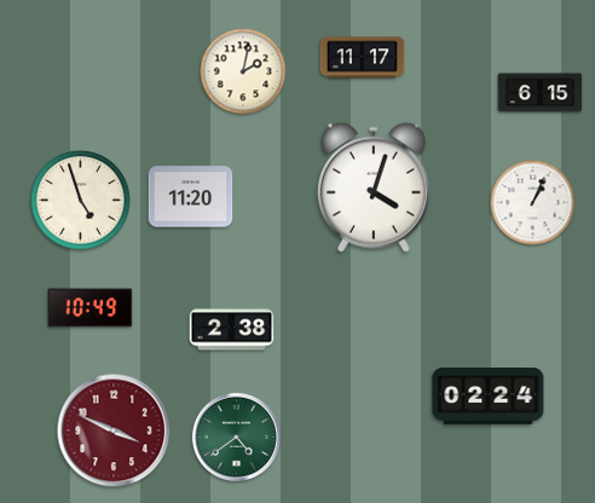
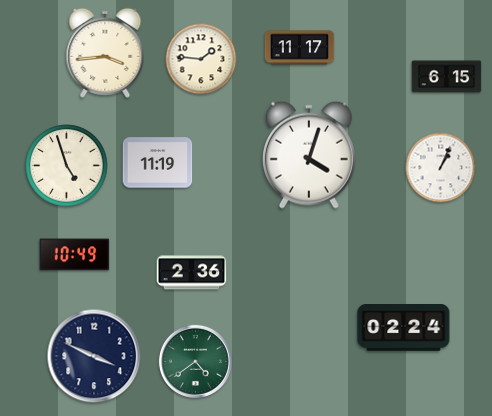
clock at (105, 53): none -> 3:44
clock at (243, 71): 2:02 -> 1:46
clock at (191, 197): 11:20 -> 11:19
clock at (232, 330): 2:38 -> 2:36
clock at (114, 430) dial: burgundy -> navy
